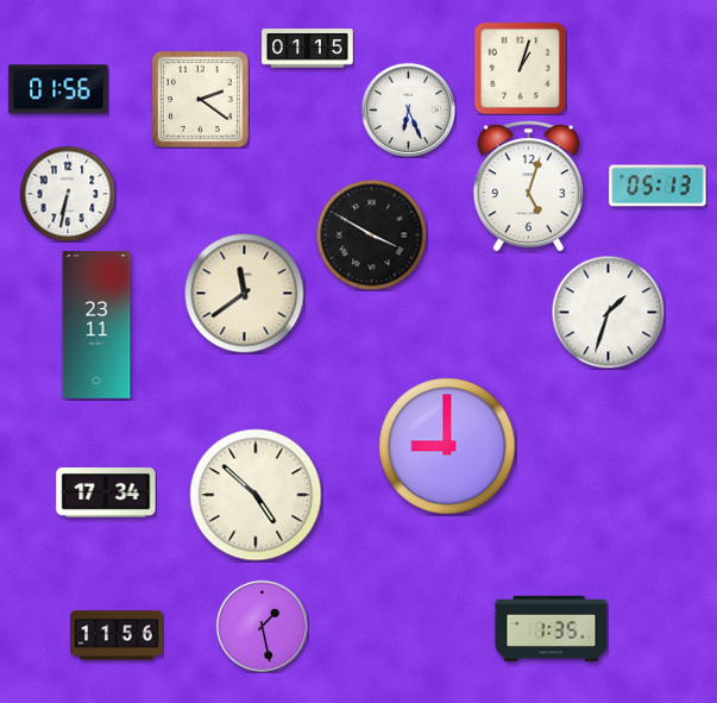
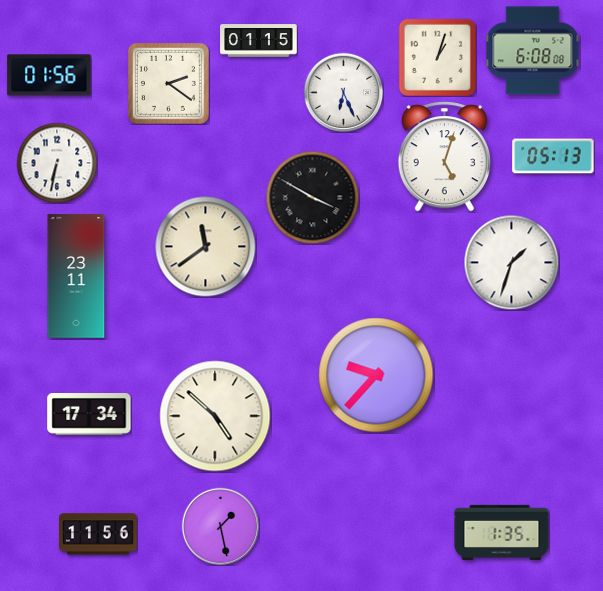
clock at (533, 51): none -> 6:08
clock at (96, 325) position: (96, 325) -> (76, 276)
clock at (447, 446): 9:00 -> 9:37
clock at (552, 628) position: (552, 628) -> (502, 532)
